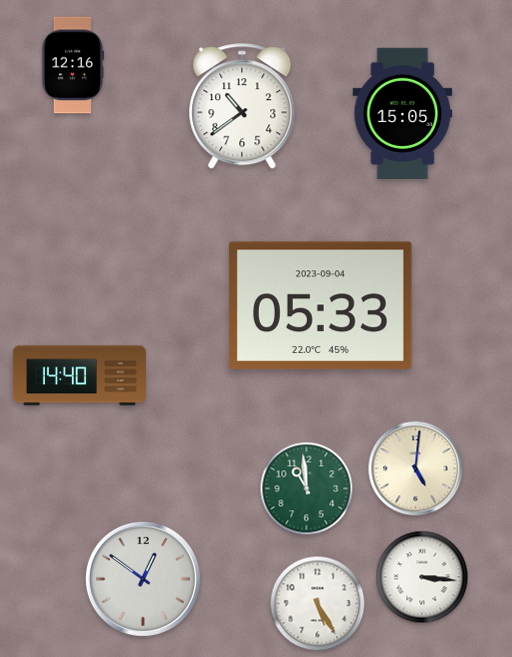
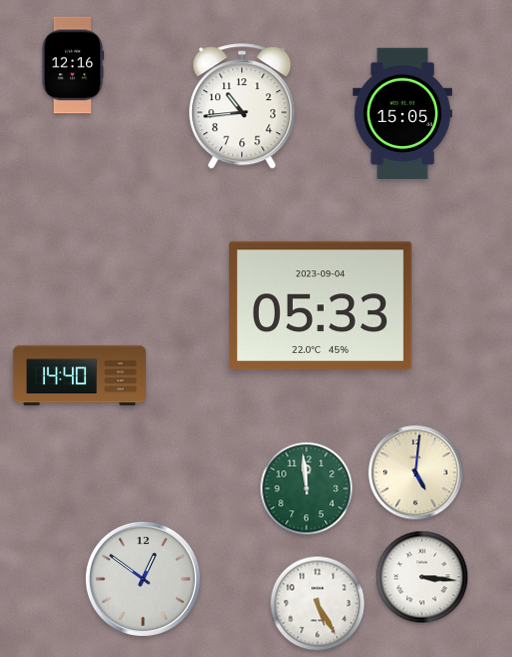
clock at (242, 107): 10:39 -> 10:44
clock at (416, 469) position: (416, 469) -> (416, 473)
clock at (307, 489): 10:59 -> 11:59
